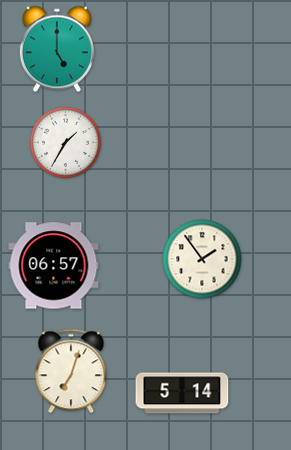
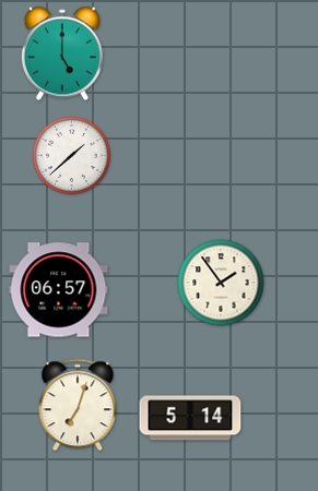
clock at (65, 142): 1:35 -> 1:38
clock at (182, 393) position: (182, 393) -> (190, 418)
